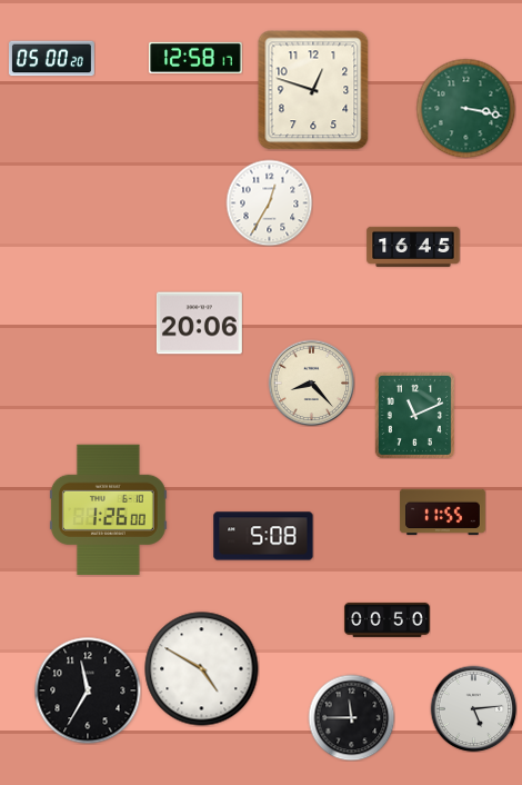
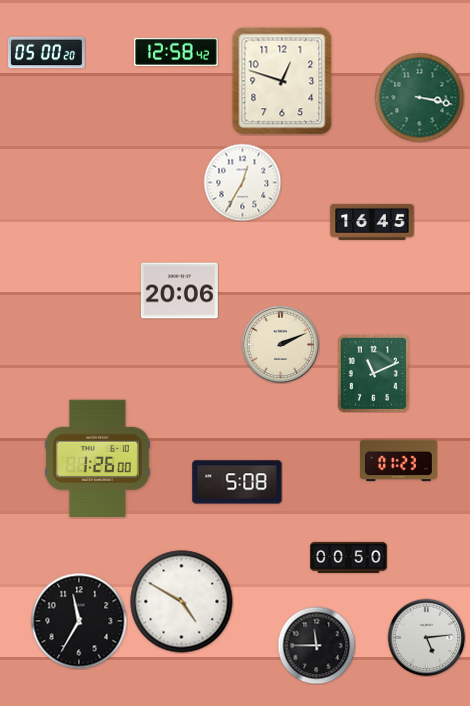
clock at (195, 58): 12:58:17 -> 12:58:42
clock at (311, 382): 8:23 -> 2:11
clock at (442, 513): 11:55 -> 01:23
